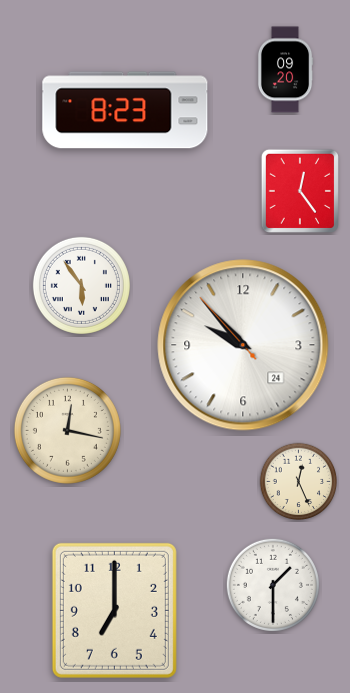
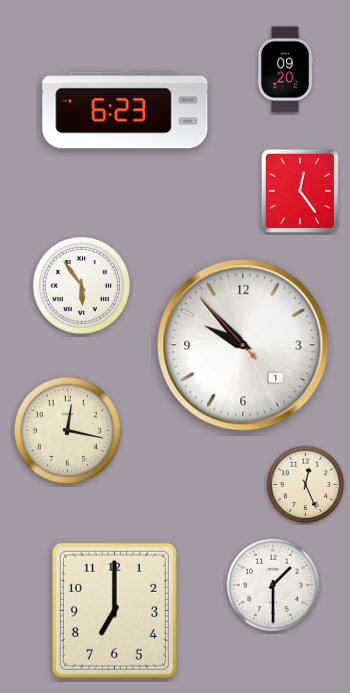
clock at (125, 110): 8:23 -> 6:23
clock at (243, 345) date: 24 -> 1
clock at (299, 482) position: (299, 482) -> (306, 485)
